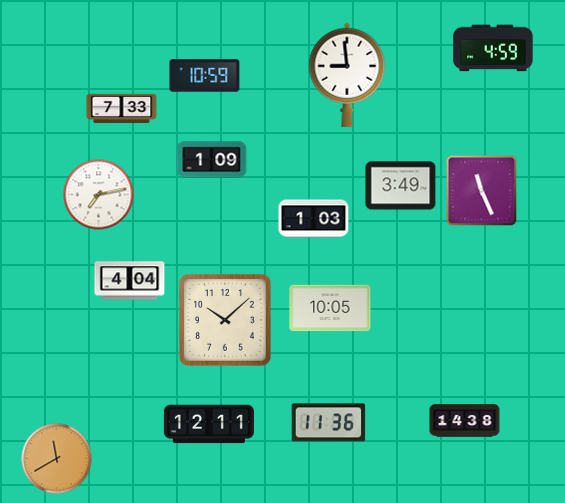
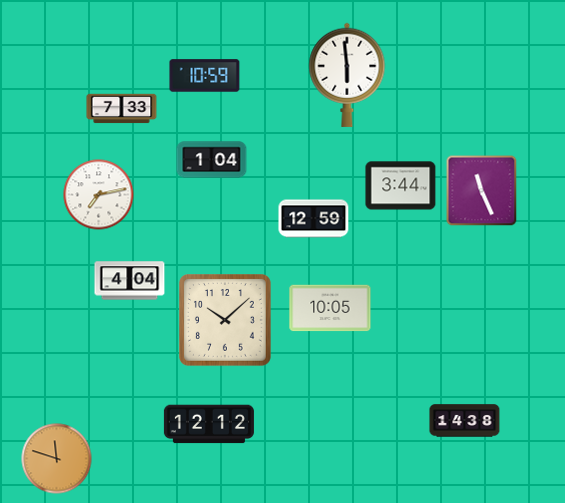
clock at (493, 48): 4:59 -> none
clock at (347, 75): 8:59 -> 5:59
clock at (212, 160): 1:09 -> 1:04
clock at (401, 186): 3:49 -> 3:44
clock at (314, 219): 1:03 -> 12:59
clock at (329, 423): 11:36 -> none
clock at (209, 424): 12:11 -> 12:12
clock at (57, 459): 11:40 -> 11:48
